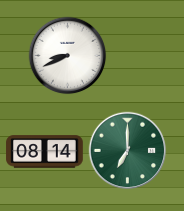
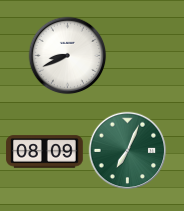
clock at (127, 150): 7:00 -> 7:04
clock at (45, 152): 08:14 -> 08:09
